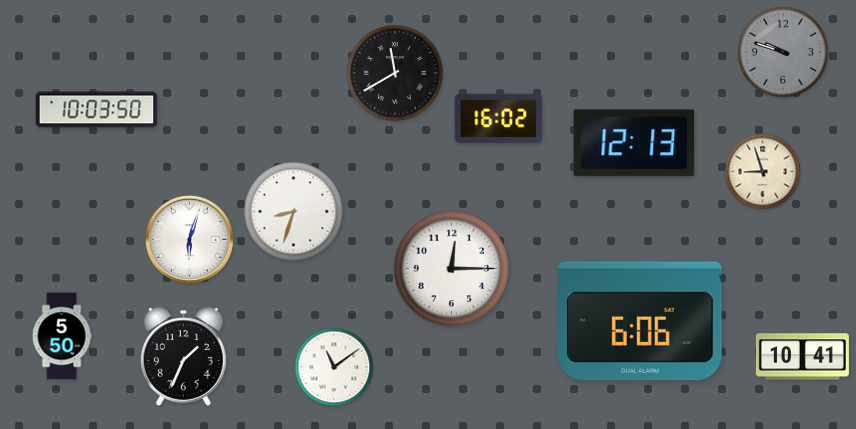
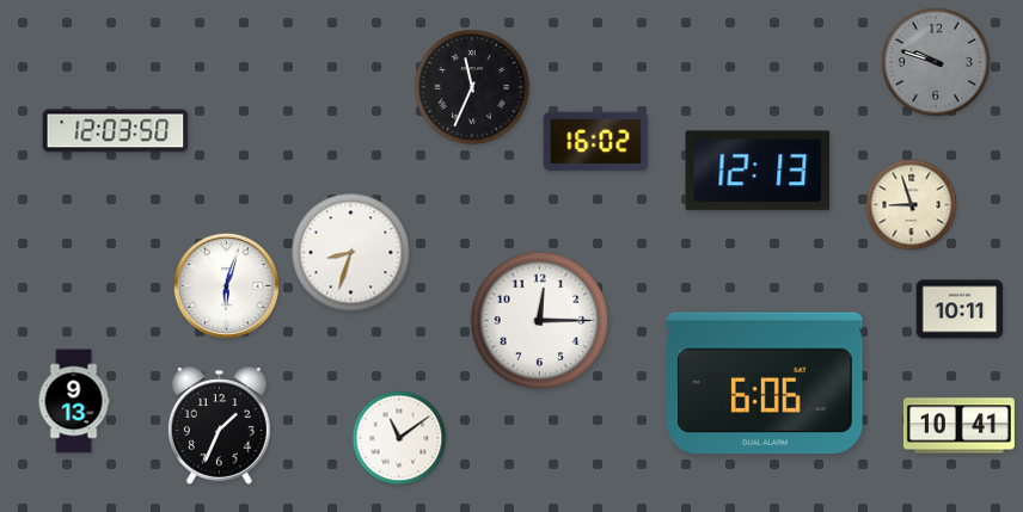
clock at (395, 73): 11:40 -> 11:34
clock at (97, 110): 10:03 -> 12:03
clock at (960, 309): none -> 10:11
clock at (62, 336): 5:50 -> 9:13
